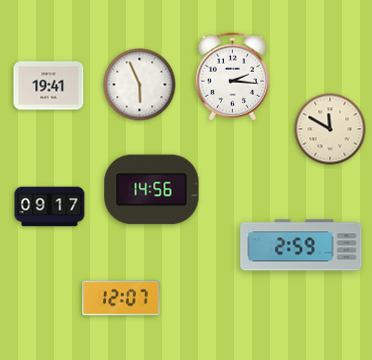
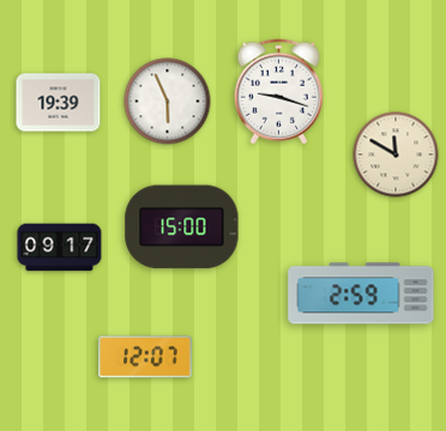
clock at (232, 77): 2:16 -> 9:18
clock at (49, 86): 19:41 -> 19:39
clock at (152, 190): 14:56 -> 15:00
